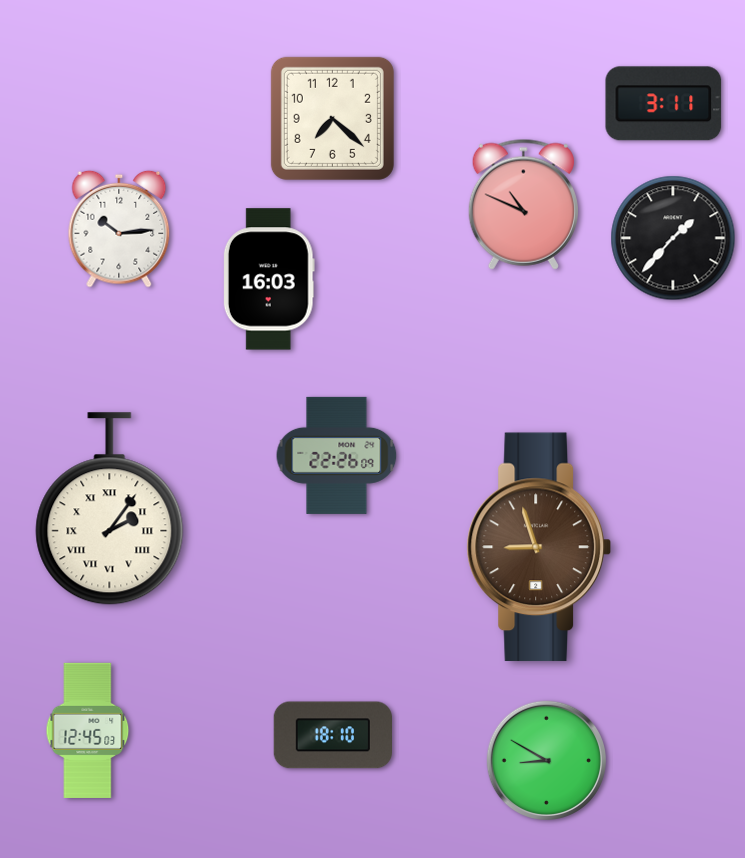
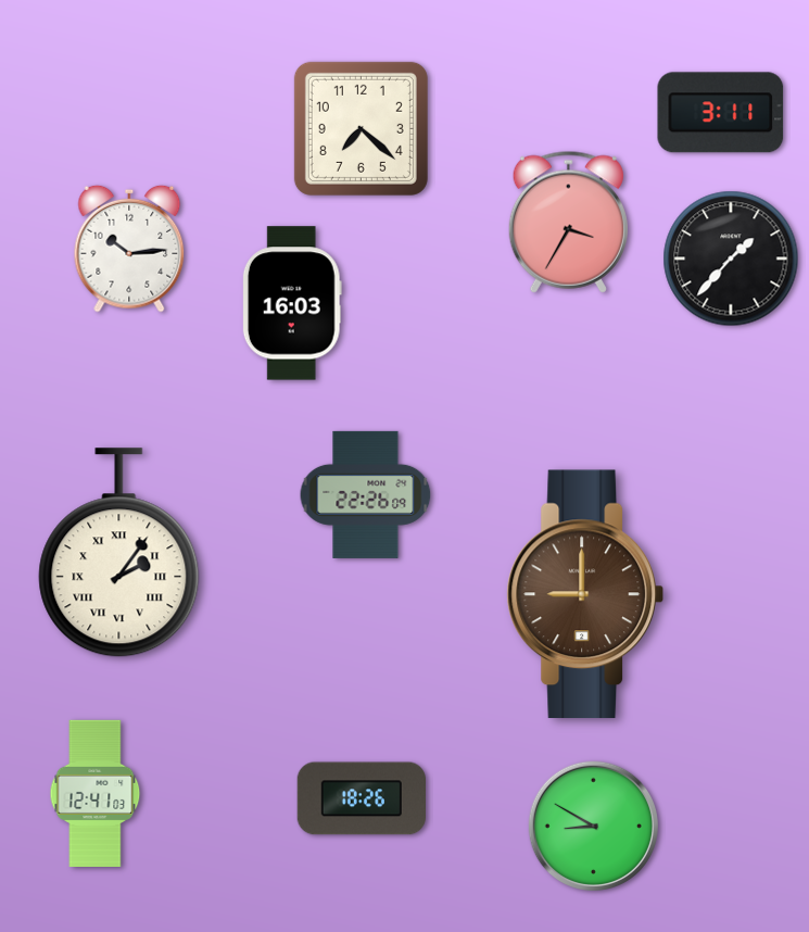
clock at (523, 204): 10:49 -> 3:35
clock at (538, 547): 8:57 -> 9:00
clock at (88, 730): 12:45 -> 12:41
clock at (332, 735): 18:10 -> 18:26
